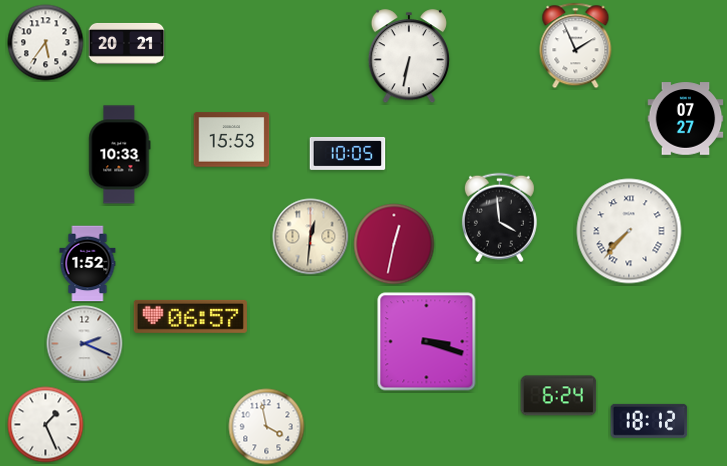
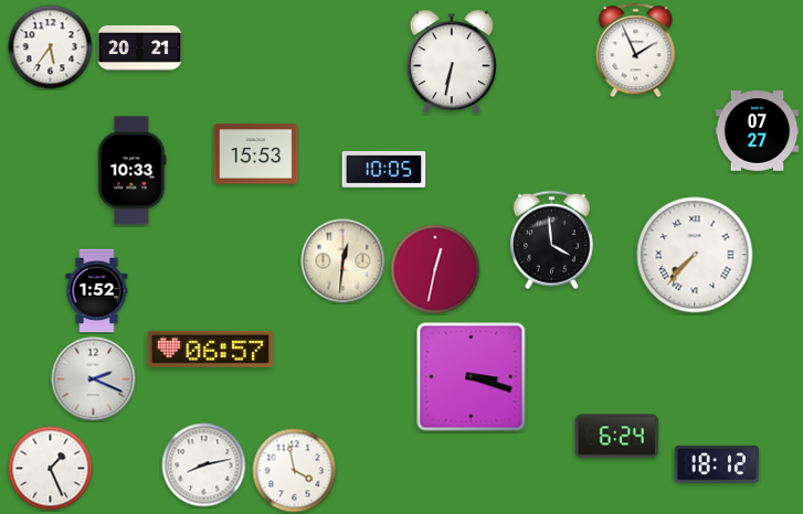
clock at (204, 465): none -> 8:13
